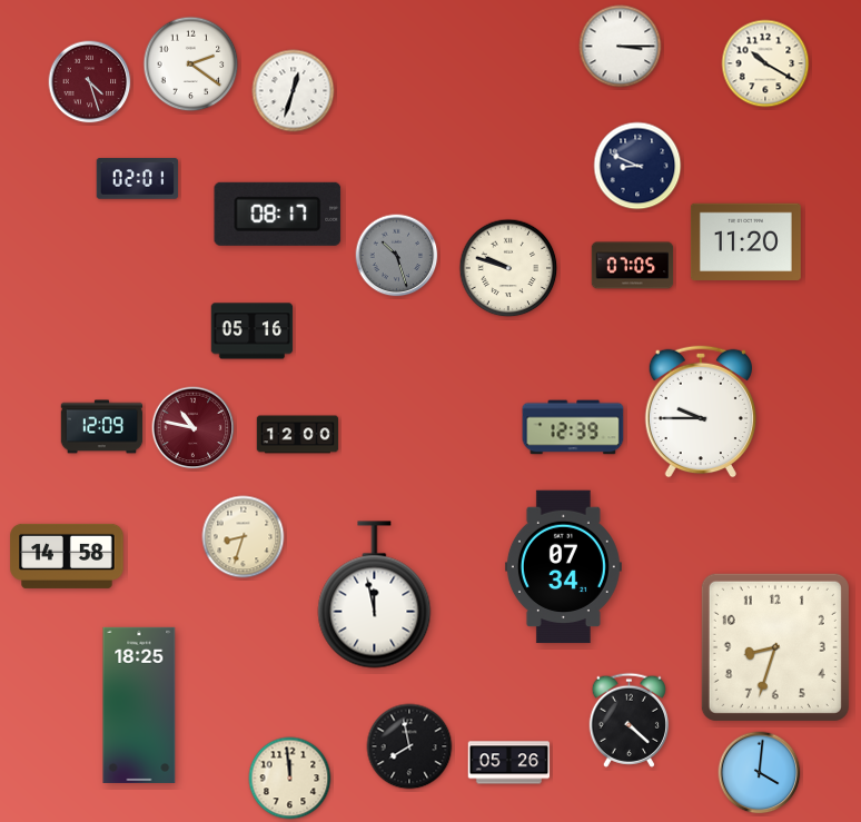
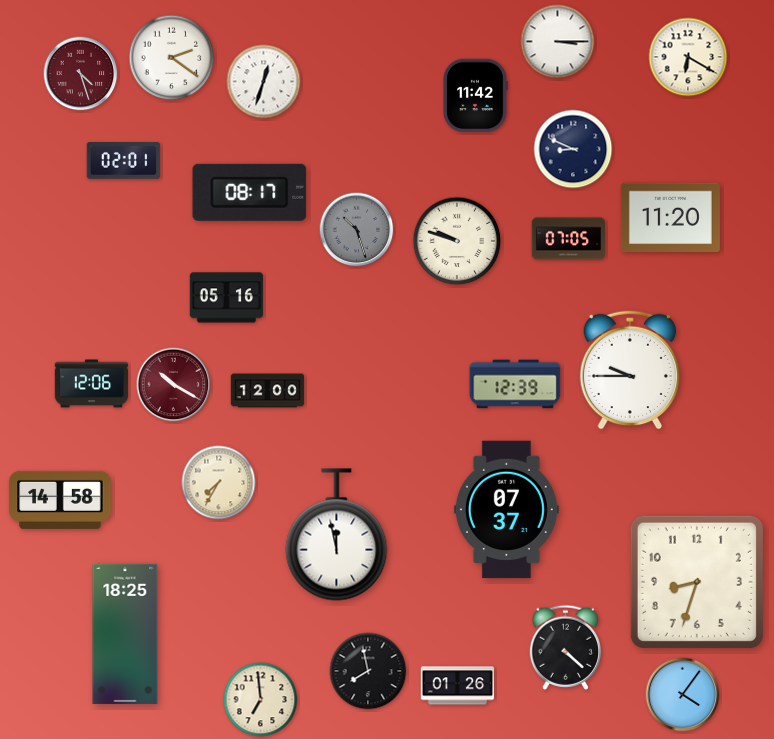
clock at (765, 63): 10:20 -> 6:20
clock at (475, 96): none -> 11:42
clock at (102, 427): 12:09 -> 12:06
clock at (194, 428): 10:47 -> 10:20
clock at (244, 537): 8:33 -> 7:35
clock at (563, 567): 07:34 -> 07:37
clock at (509, 763): 05:26 -> 01:26
clock at (760, 773): 4:01 -> 4:06
clock at (290, 779): 11:59 -> 6:59
